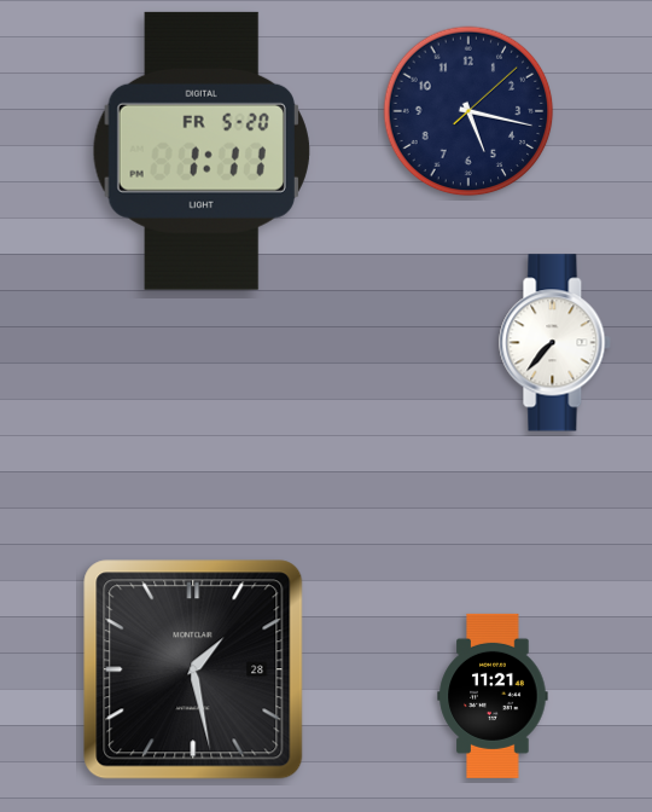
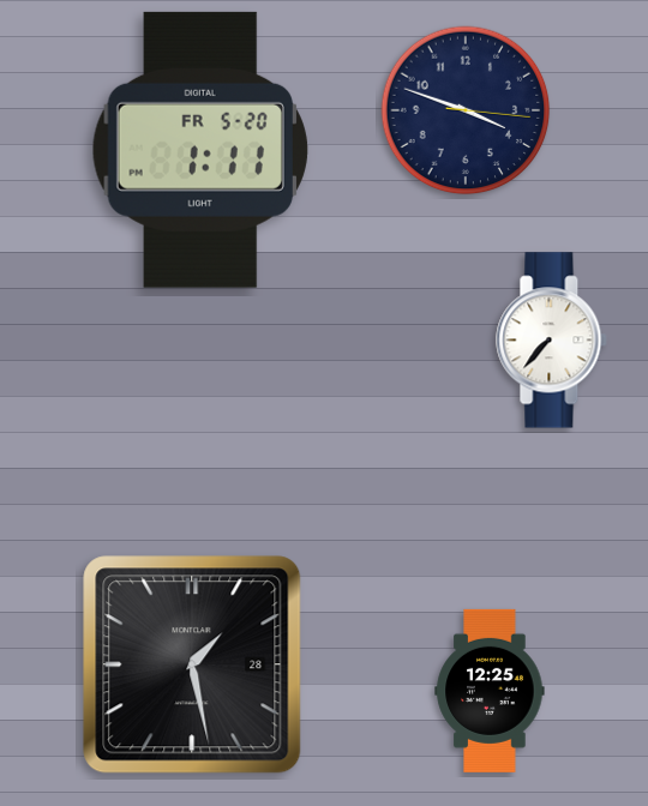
clock at (468, 111): 5:17 -> 3:48
clock at (493, 696): 11:21 -> 12:25
